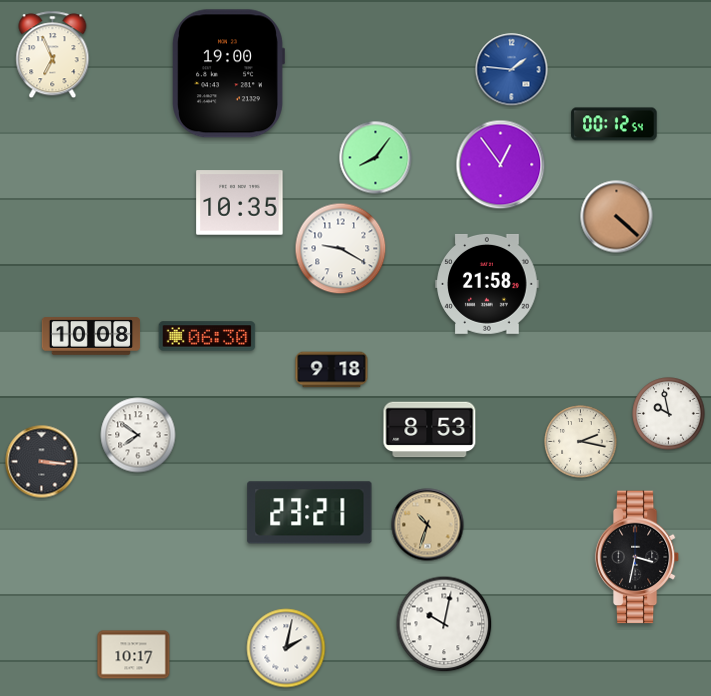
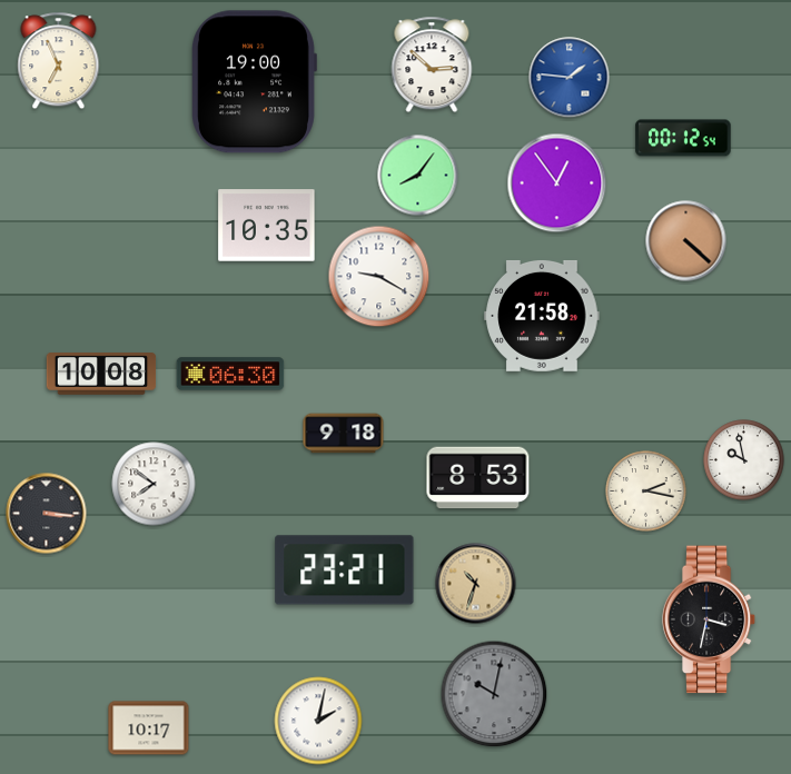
clock at (432, 64): none -> 2:52
clock at (332, 370) position: (332, 370) -> (344, 434)
clock at (444, 624) dial: white -> grey
